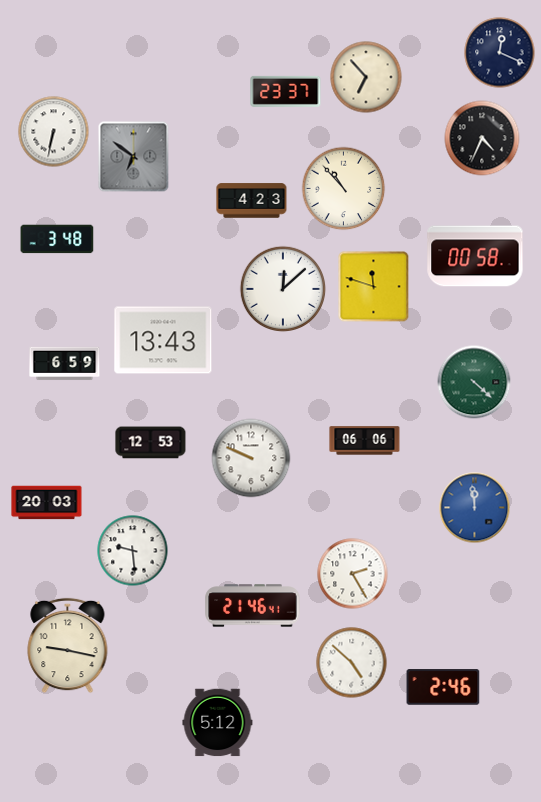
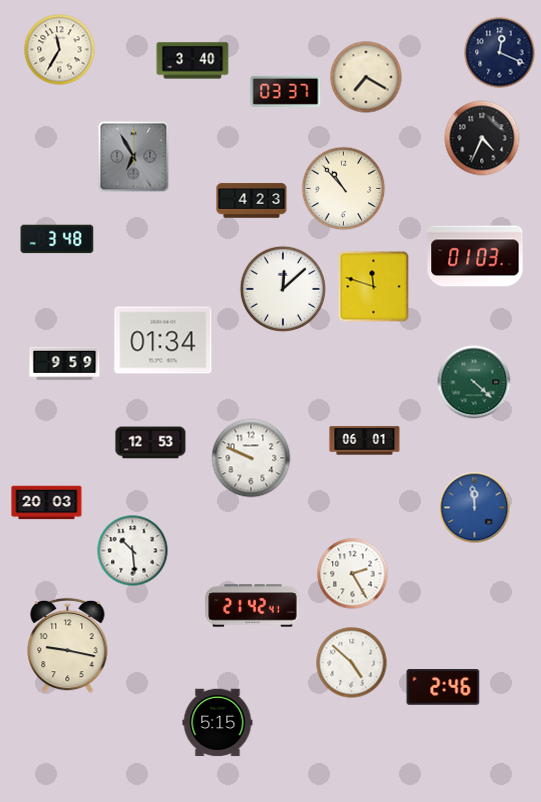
clock at (60, 50): none -> 11:35
clock at (193, 61): none -> 3:40
clock at (366, 77): 6:53 -> 7:20
clock at (286, 91): 23:37 -> 03:37
clock at (54, 132): 6:32 -> none
clock at (134, 157): 6:51 -> 6:55
clock at (475, 256): 00:58 -> 01:03
clock at (163, 340): 13:43 -> 01:34
clock at (65, 364): 6:59 -> 9:59
clock at (365, 441): 06:06 -> 06:01
clock at (133, 551): 9:29 -> 10:29
clock at (253, 606): 21:46 -> 21:42
clock at (218, 723): 5:12 -> 5:15
